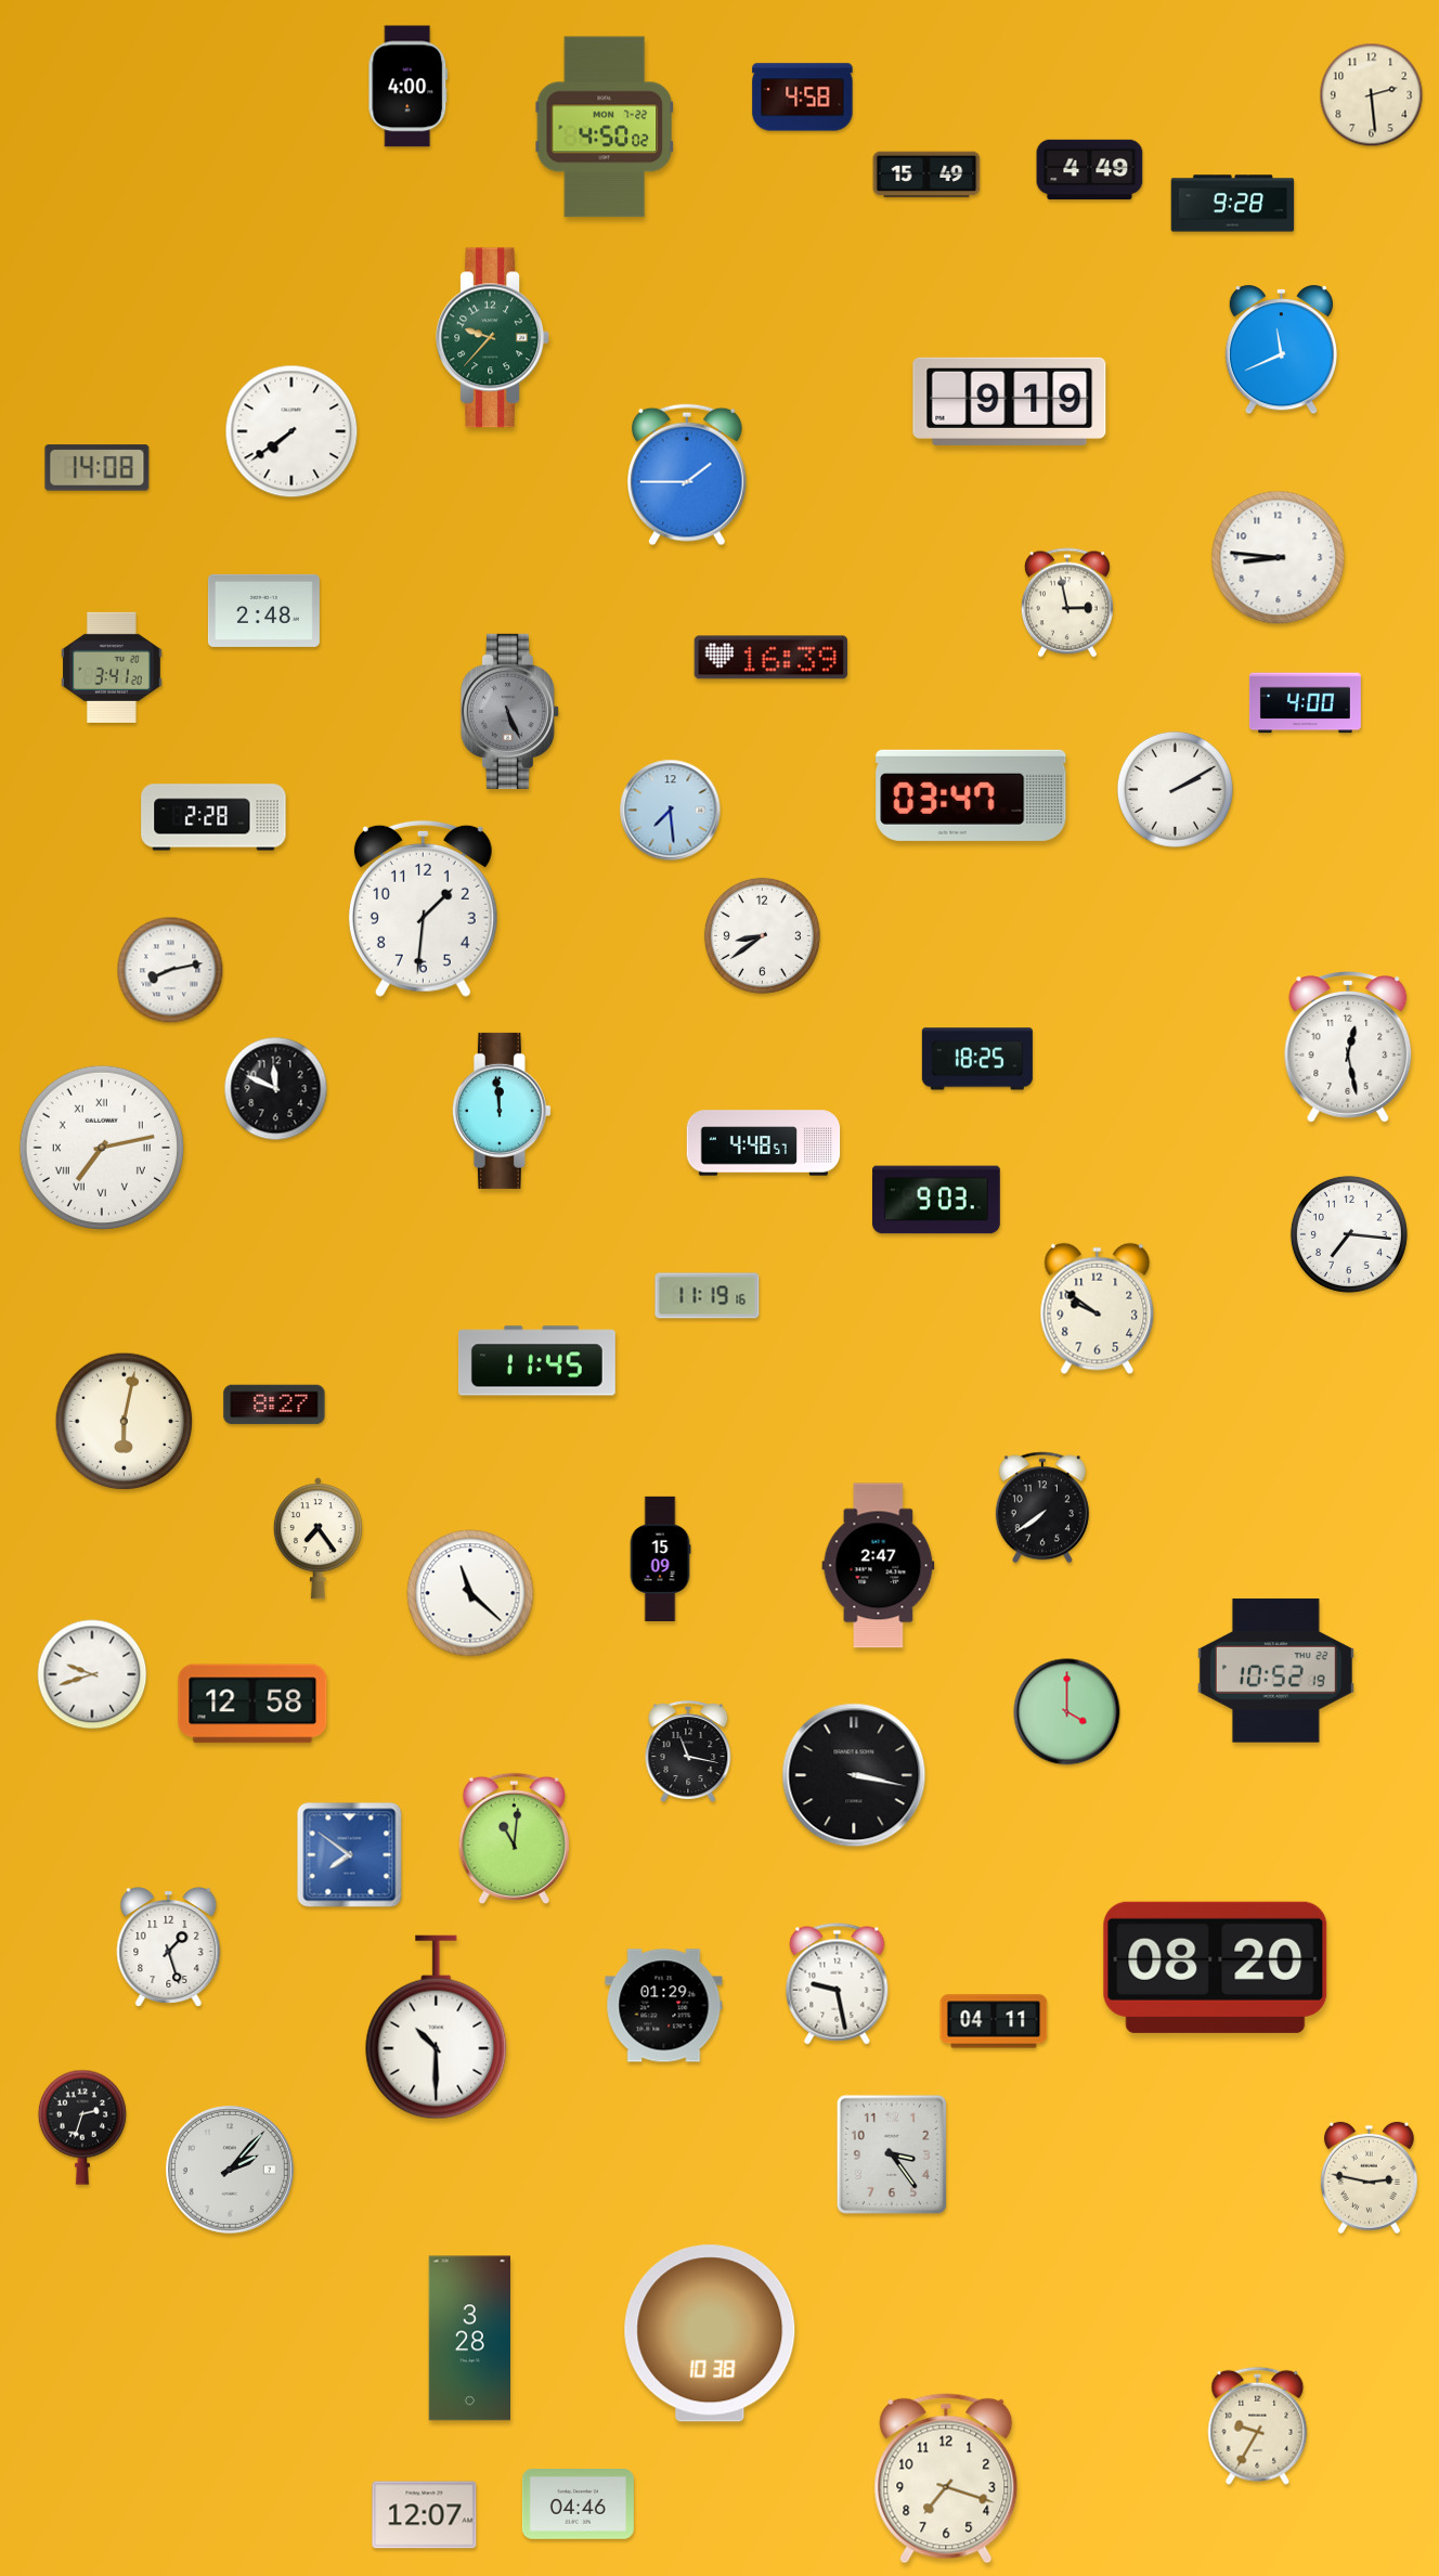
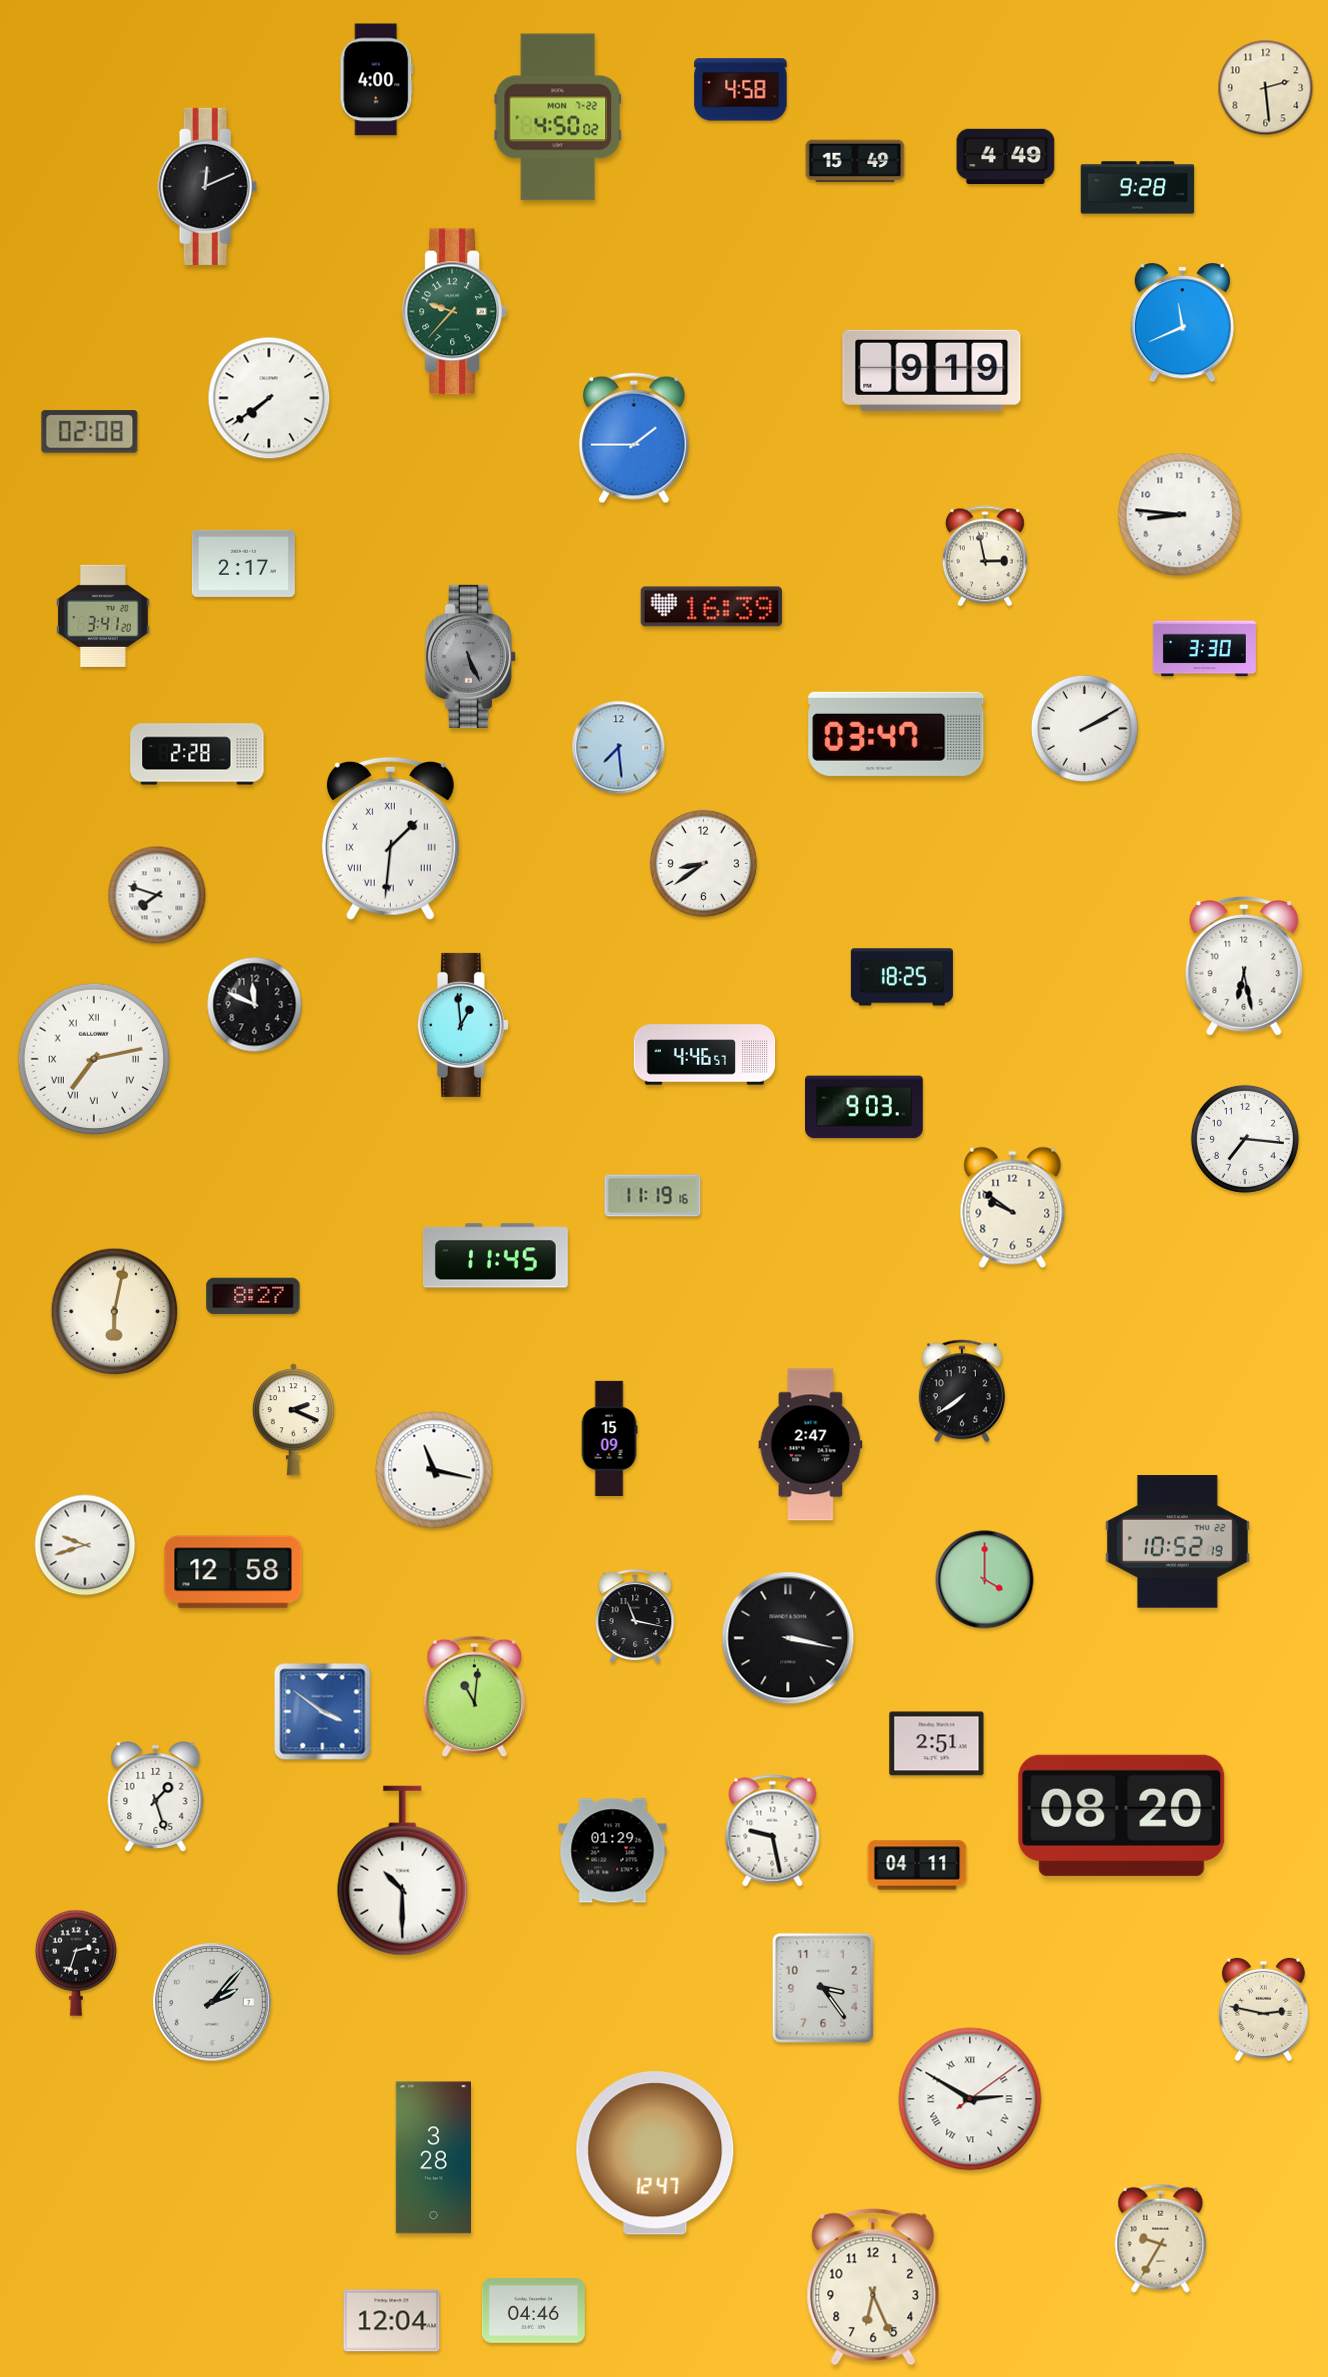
clock at (208, 186): none -> 12:11
clock at (98, 468): 14:08 -> 02:08
clock at (263, 610): 2:48 -> 2:17
clock at (1305, 703): 4:00 -> 3:30
clock at (423, 908) numerals: Arabic -> Roman
clock at (170, 970): 8:13 -> 7:48
clock at (1348, 1048): 12:28 -> 6:28
clock at (502, 1111): 11:59 -> 12:59
clock at (764, 1143): 4:48 -> 4:46
clock at (317, 1539): 7:24 -> 2:19
clock at (470, 1593): 11:22 -> 11:17
clock at (350, 1855): 7:51 -> 3:51
clock at (937, 1744): none -> 2:51
clock at (970, 2099): none -> 2:50
clock at (710, 2333): 10:38 -> 12:47
clock at (946, 2478): 7:18 -> 6:26
clock at (425, 2515): 12:07 -> 12:04
